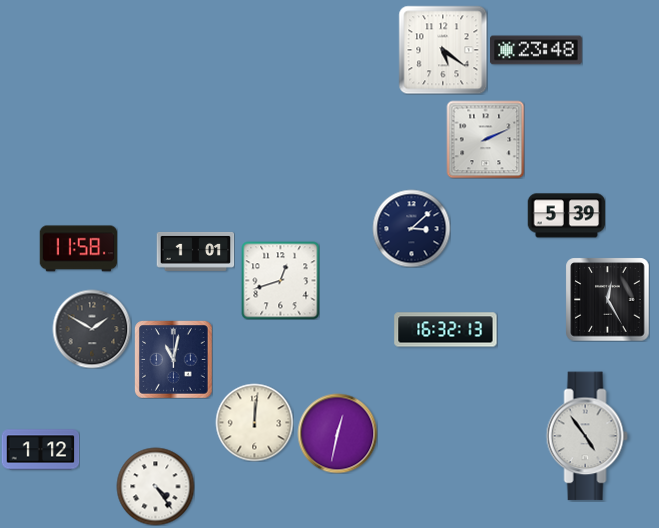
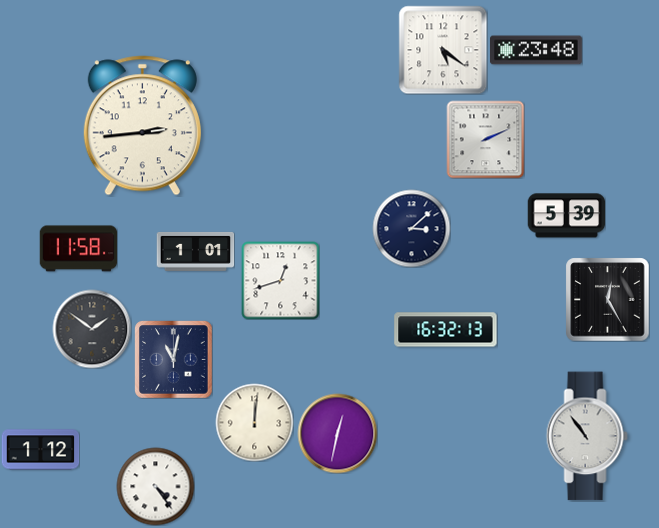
clock at (142, 126): none -> 2:44
clock at (92, 329): 1:50 -> 1:51
clock at (587, 436): 4:54 -> 10:54
